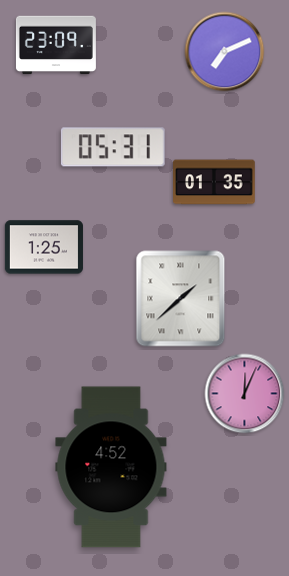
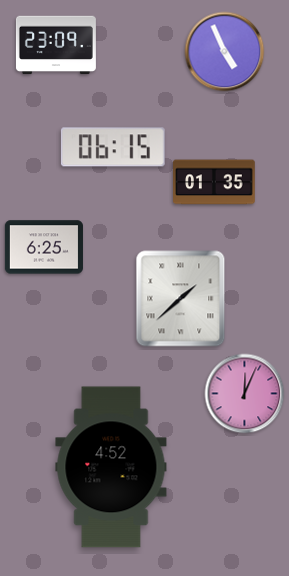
clock at (225, 52): 7:11 -> 4:56
clock at (113, 147): 05:31 -> 06:15
clock at (44, 247): 1:25 -> 6:25
